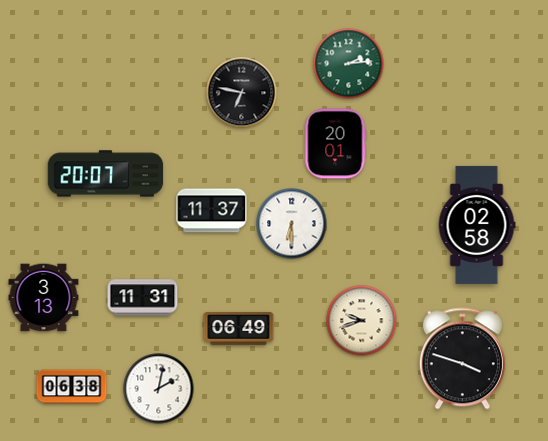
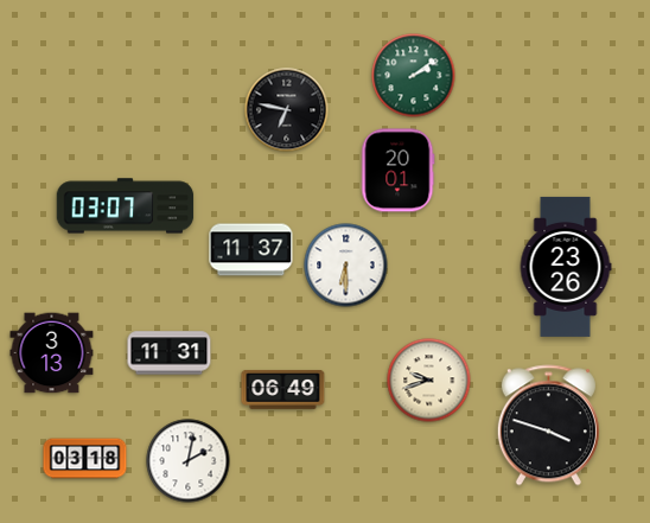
clock at (349, 64): 2:14 -> 2:09
clock at (106, 174): 20:07 -> 03:07
clock at (477, 225): 02:58 -> 23:26
clock at (72, 387): 06:38 -> 03:18
